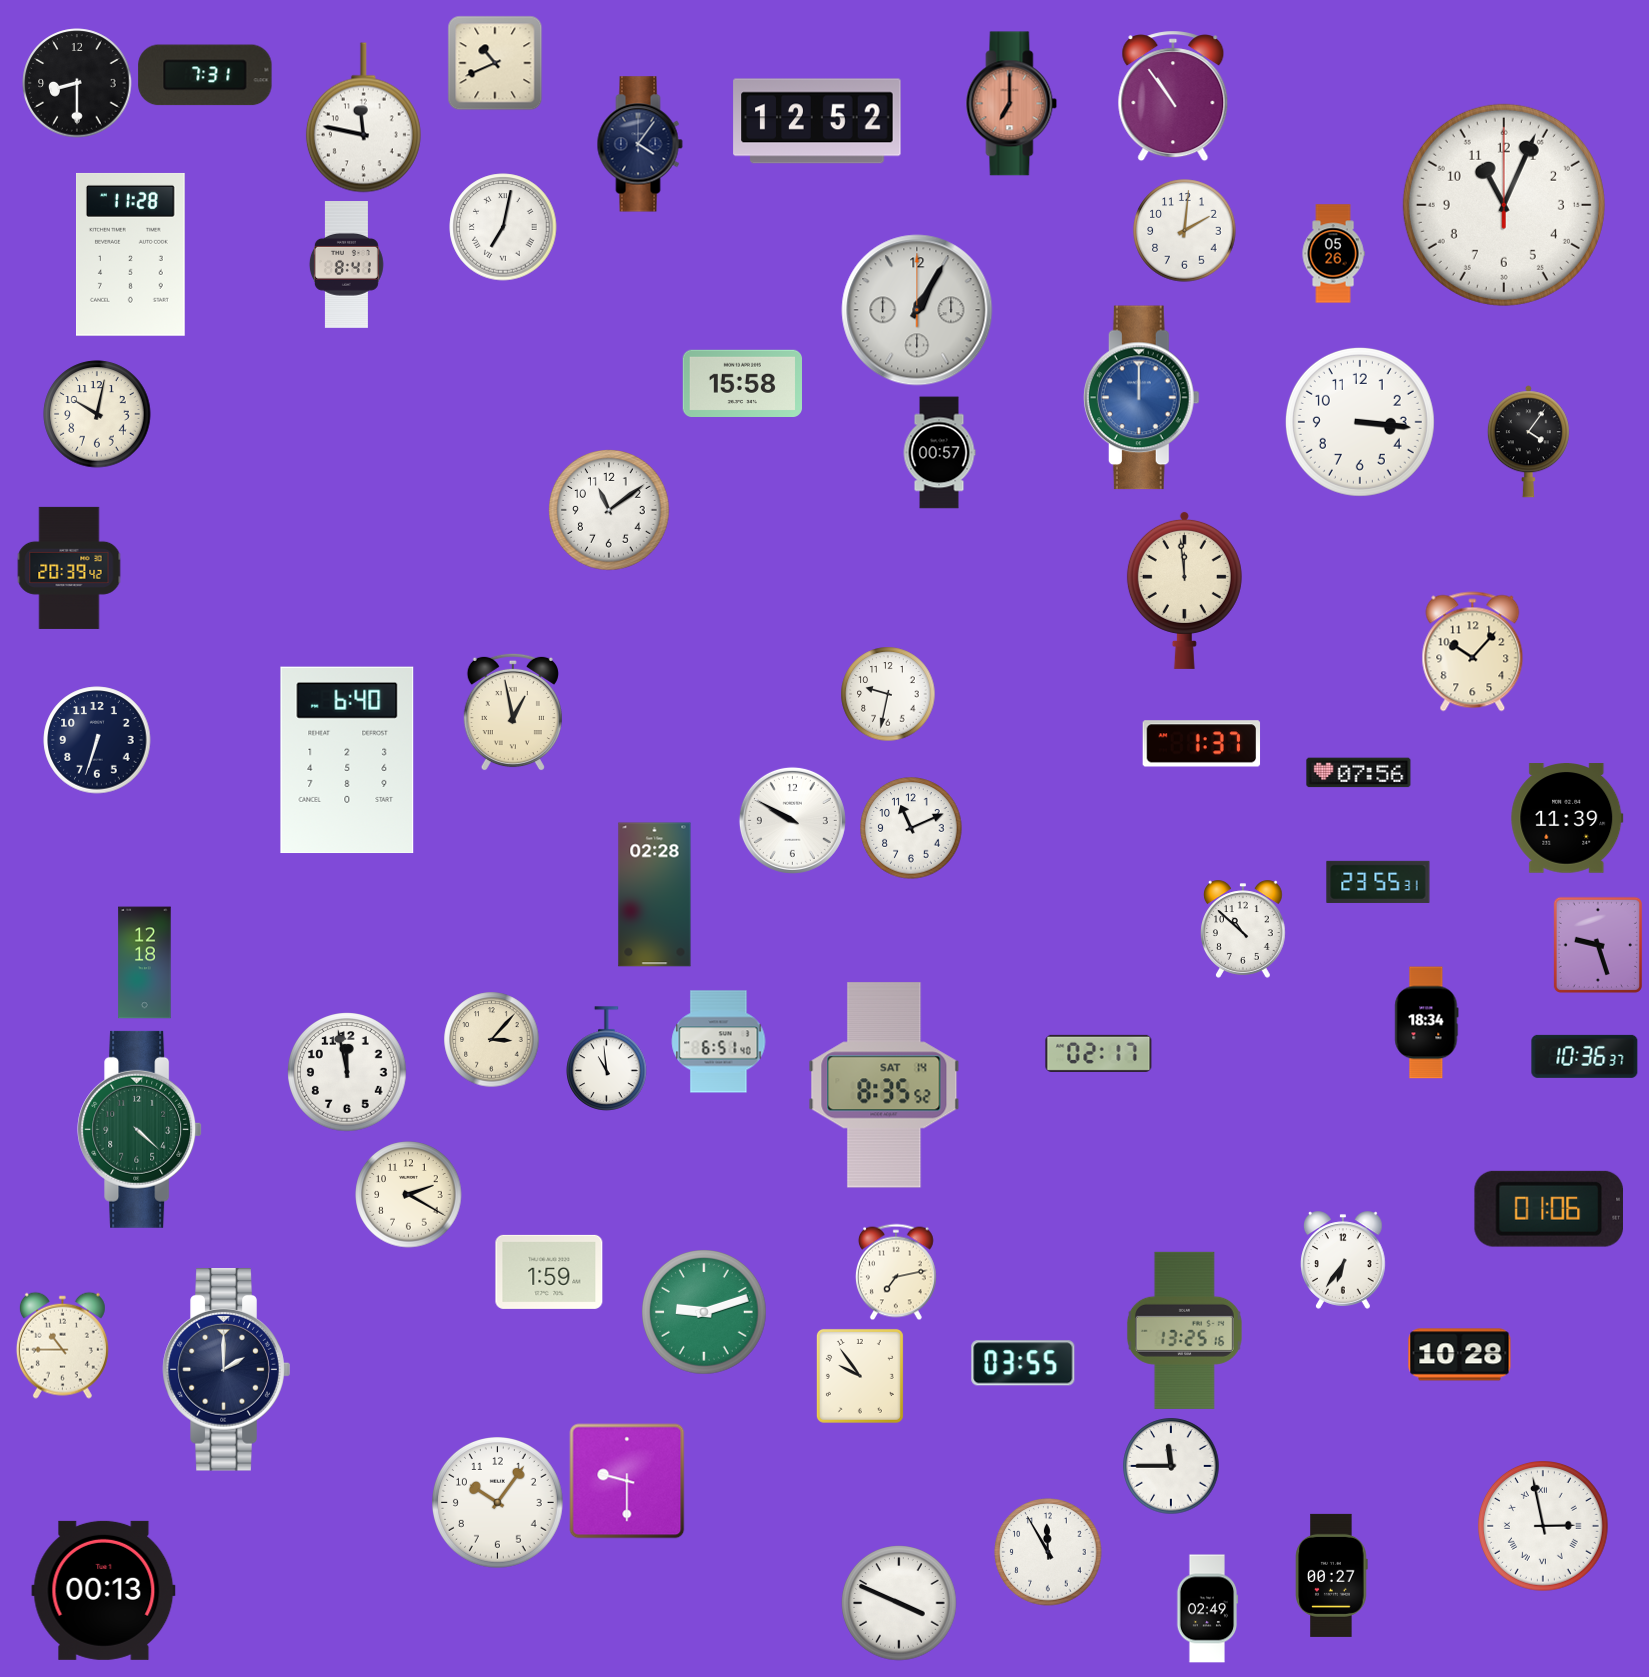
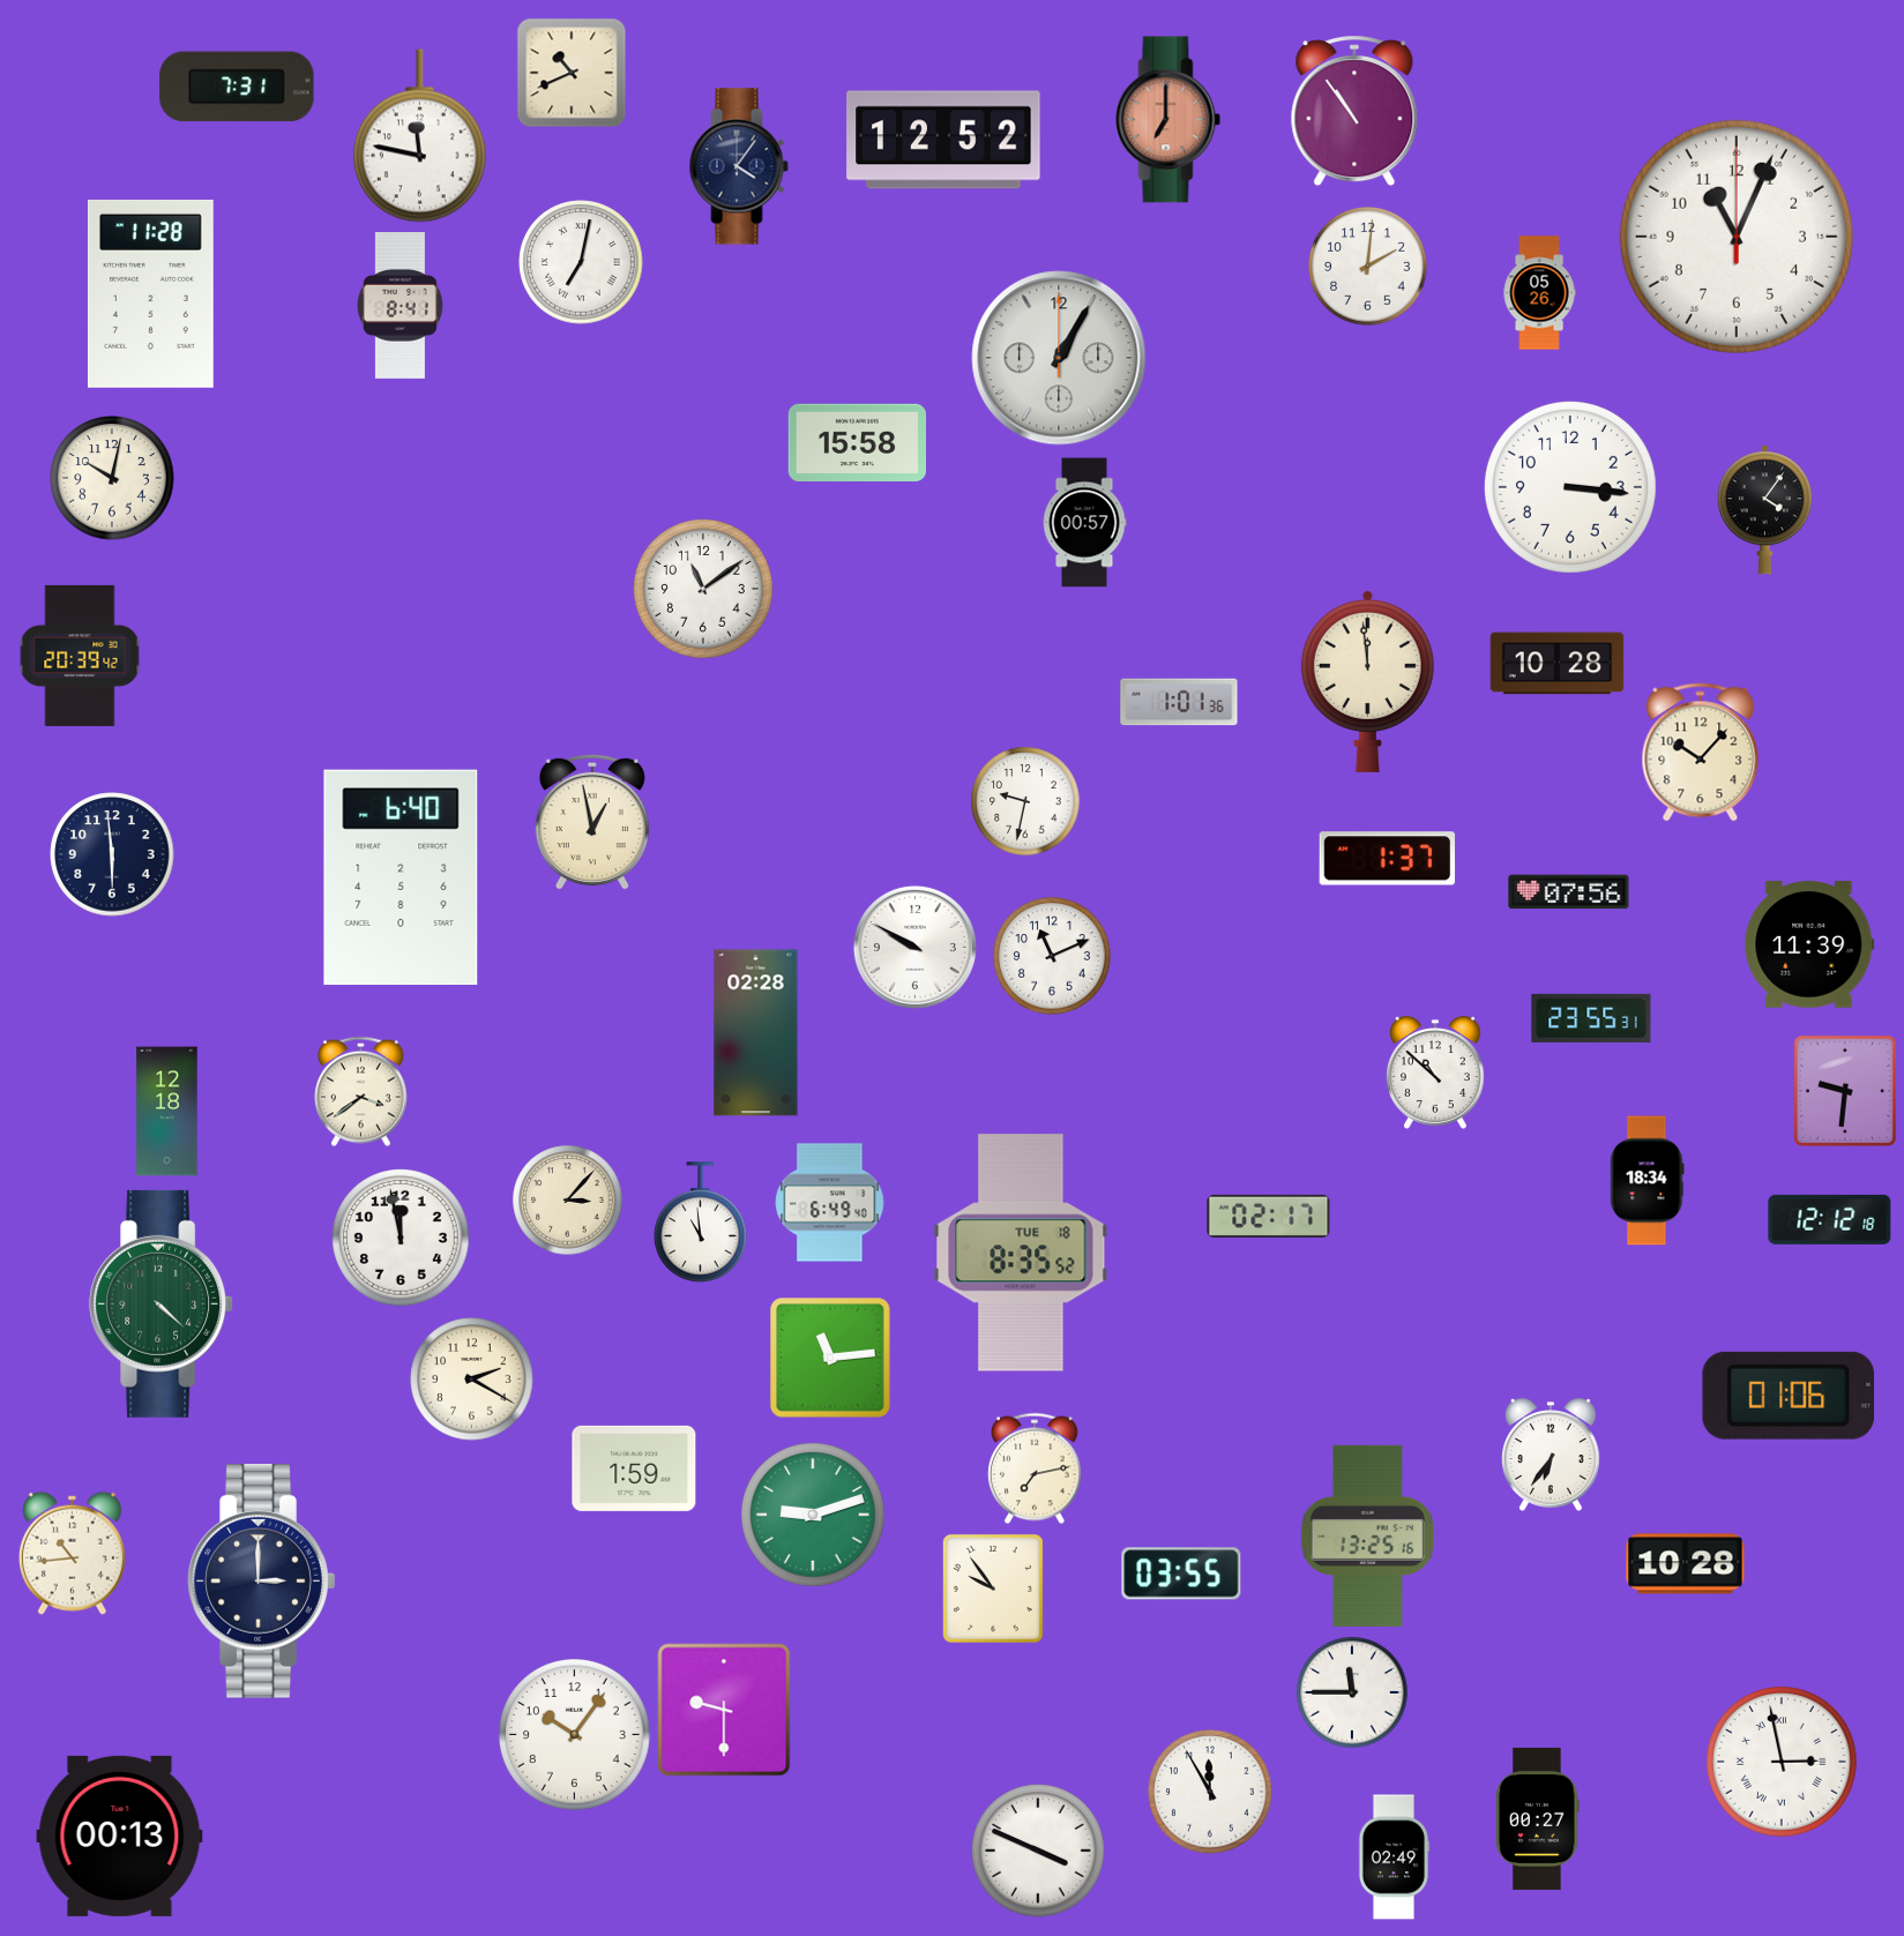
clock at (77, 83): 8:30 -> none
clock at (1141, 398): 12:00 -> none
clock at (1558, 664): none -> 10:28
clock at (1179, 702): none -> 1:01
clock at (97, 740): 6:33 -> 5:59
clock at (1598, 945): 9:27 -> 9:31
clock at (361, 1092): none -> 3:39
clock at (719, 1042): 6:51 -> 6:49
clock at (1585, 1056): 10:36 -> 12:12
clock at (884, 1085) date: SAT 14 -> TUE 18
clock at (830, 1358): none -> 11:14
clock at (62, 1345): 10:45 -> 10:44
clock at (227, 1370): 2:00 -> 3:00
